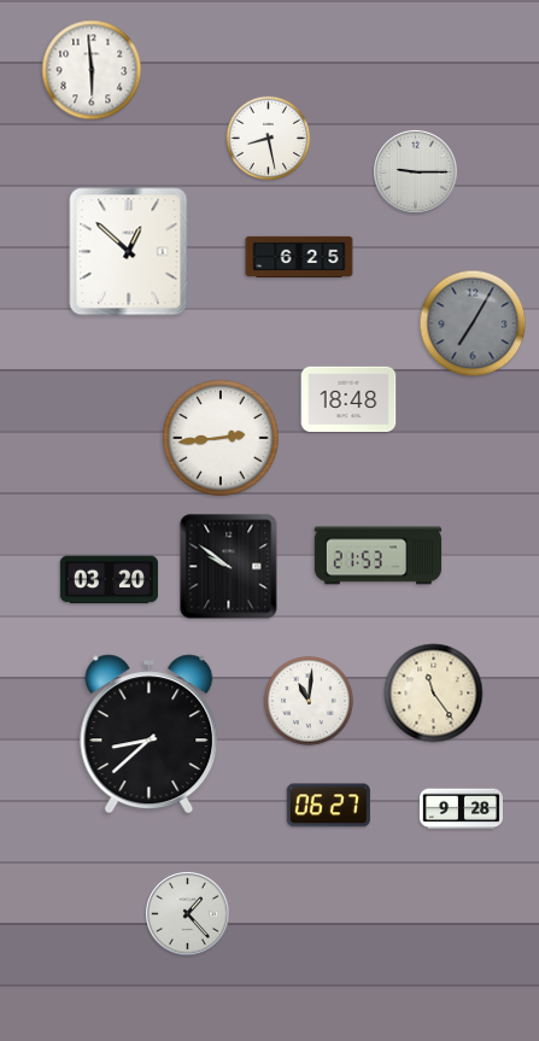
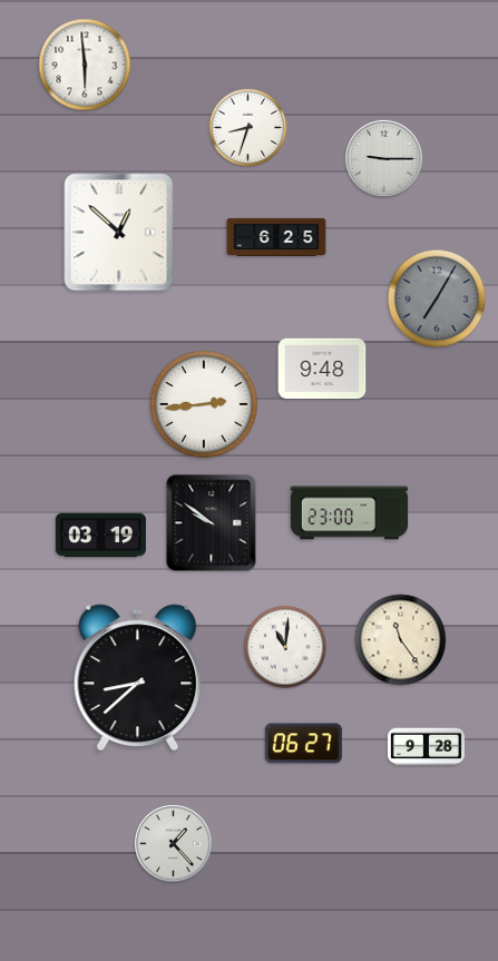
clock at (269, 139): 8:28 -> 8:33
clock at (348, 399): 18:48 -> 9:48
clock at (379, 556): 21:53 -> 23:00
clock at (109, 580): 03:20 -> 03:19
